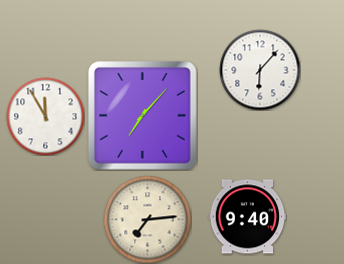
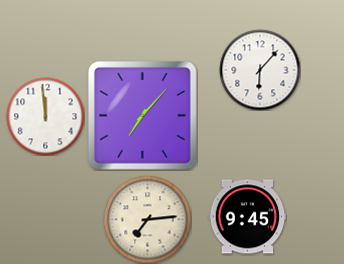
clock at (45, 116): 11:55 -> 11:59
clock at (247, 217): 9:40 -> 9:45
